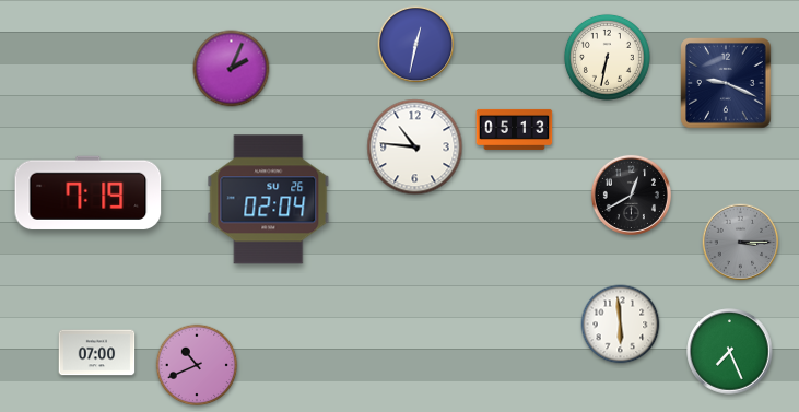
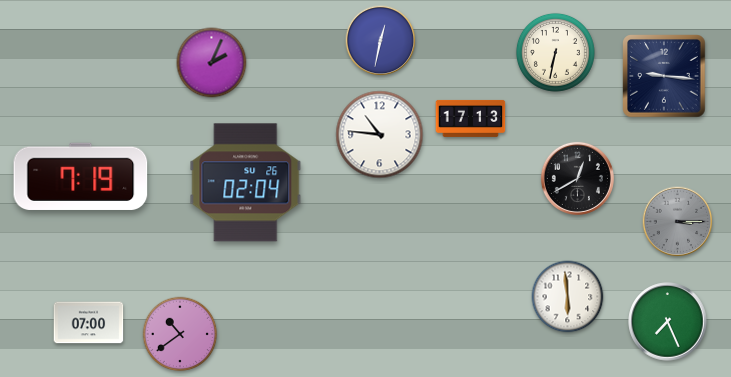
clock at (726, 83): 9:19 -> 9:16
clock at (515, 129): 05:13 -> 17:13
clock at (197, 365): 10:41 -> 10:39
